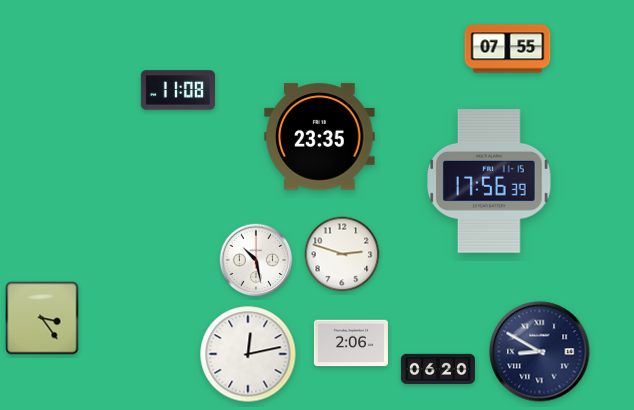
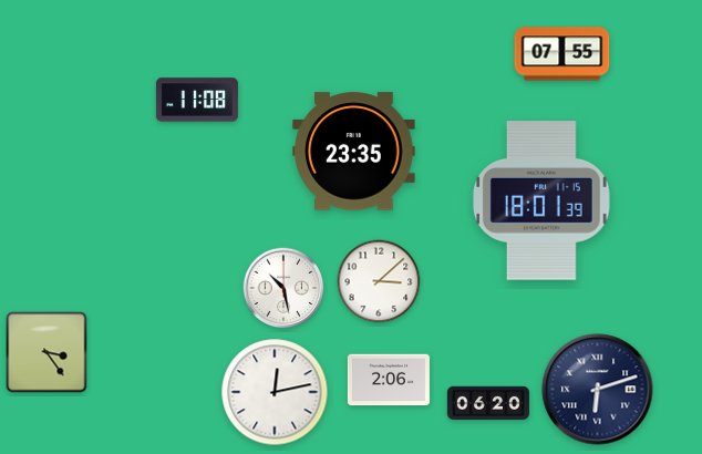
clock at (489, 181): 17:56 -> 18:01
clock at (342, 254): 2:48 -> 3:08
clock at (540, 352): 8:50 -> 6:12
clock at (438, 368) position: (438, 368) -> (488, 402)
